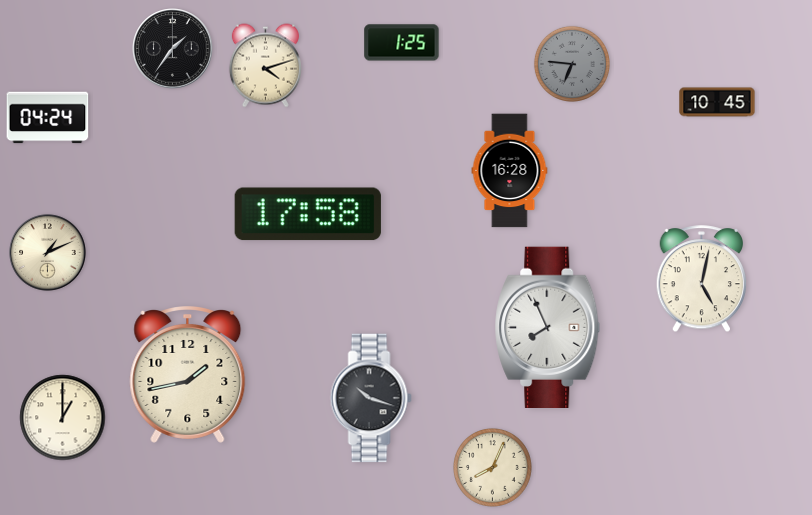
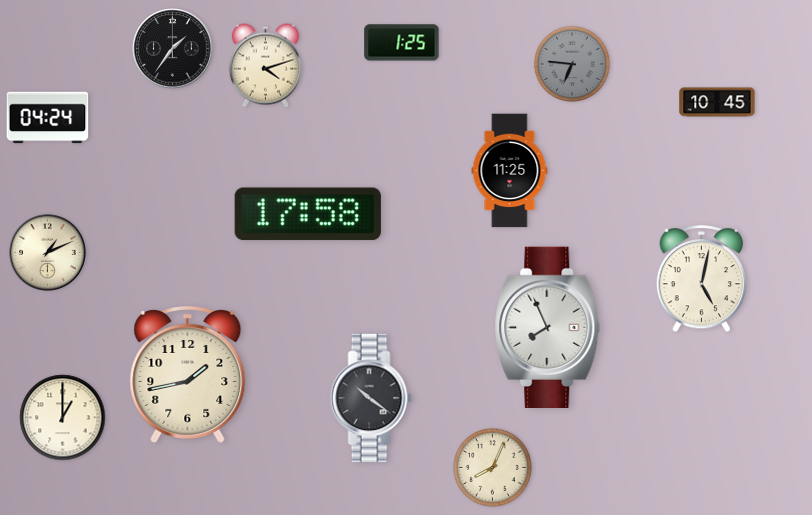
clock at (510, 171): 16:28 -> 11:25
clock at (371, 398): 10:18 -> 10:21
